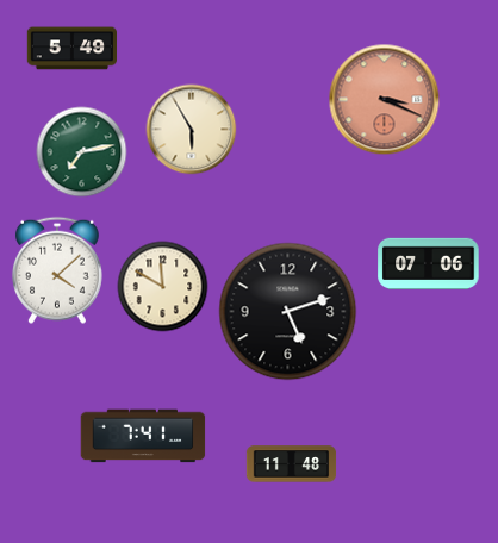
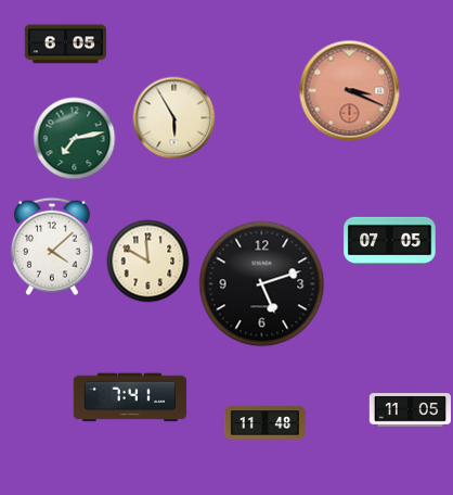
clock at (73, 49): 5:49 -> 6:05
clock at (429, 263): 07:06 -> 07:05
clock at (411, 410): none -> 11:05
